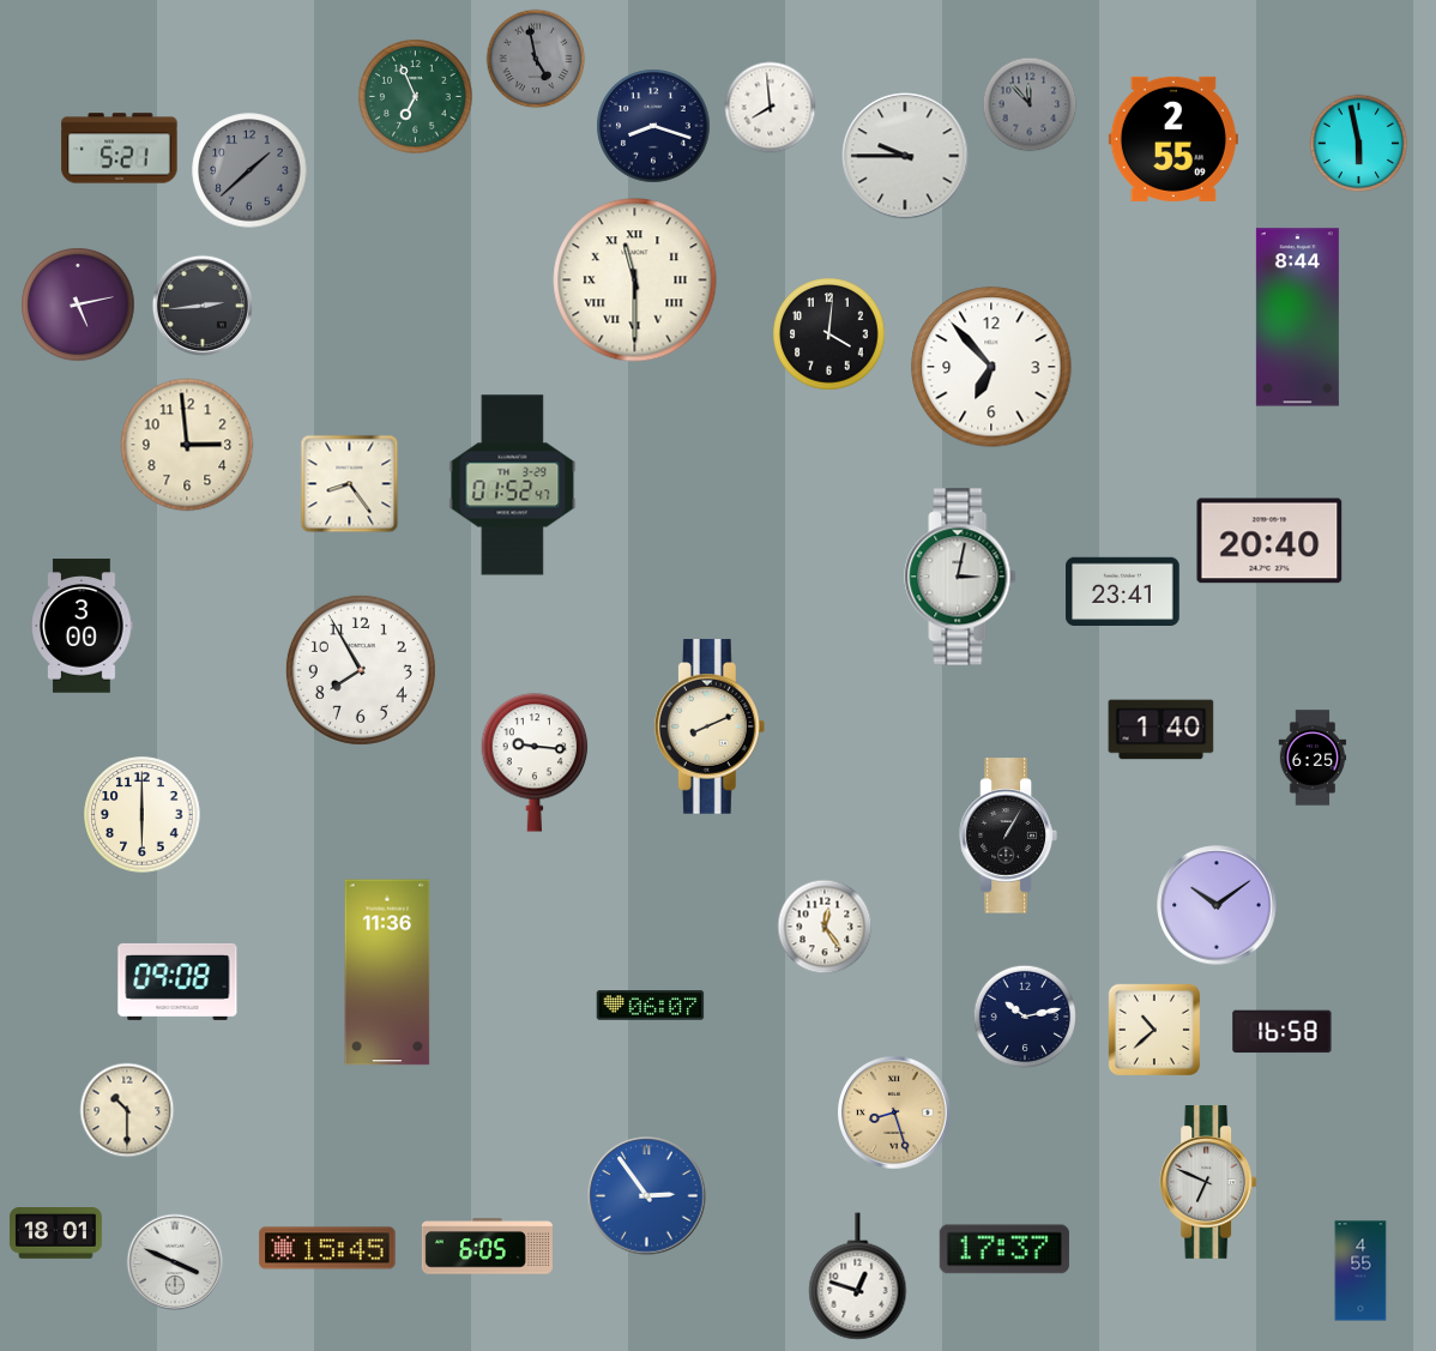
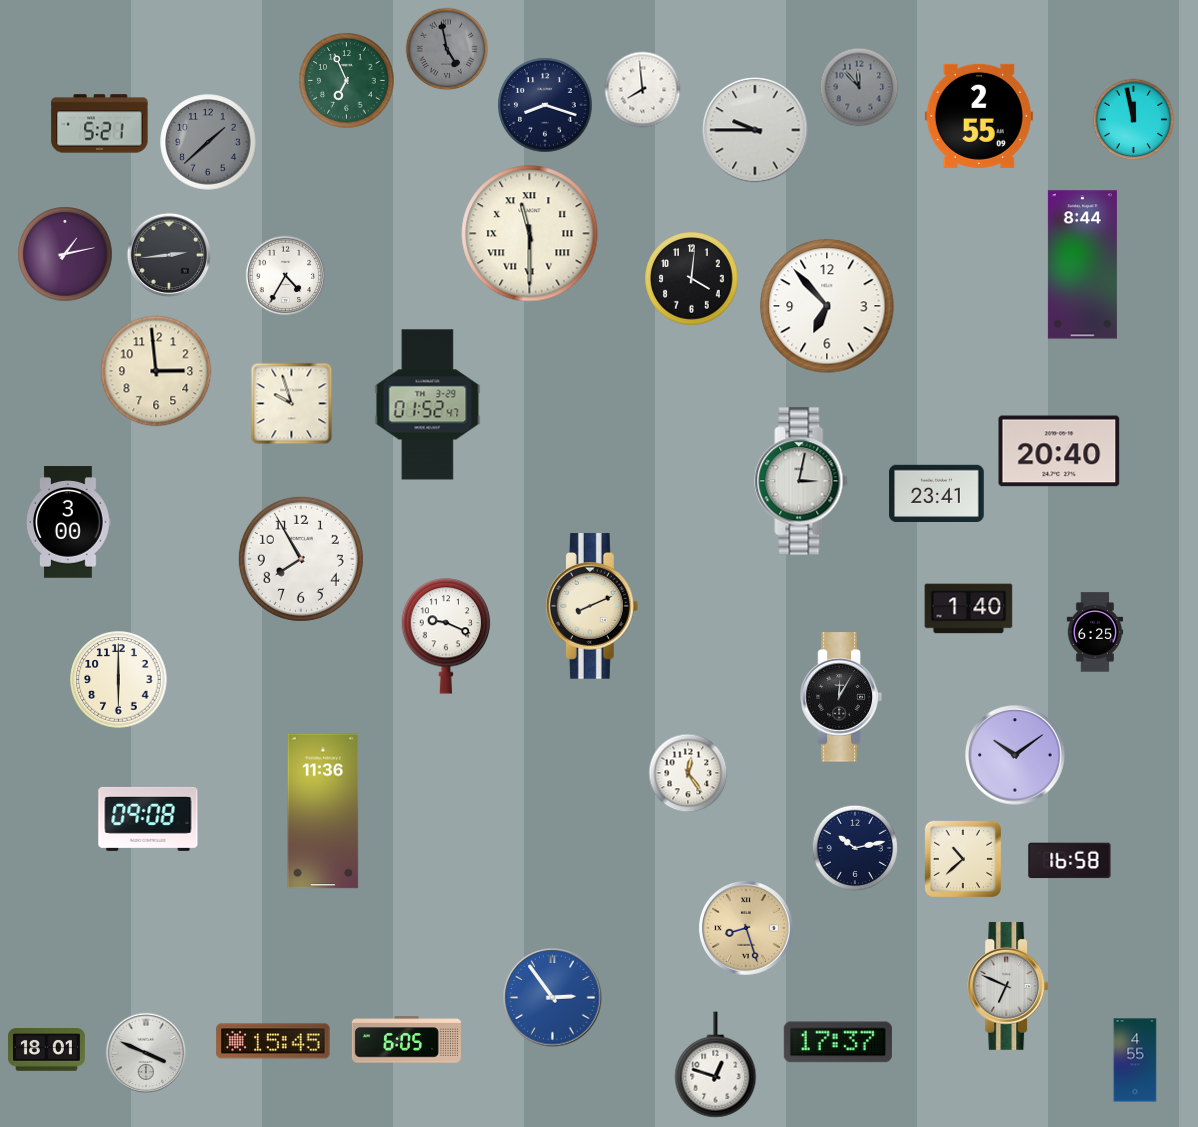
clock at (1359, 144): 5:58 -> 11:58
clock at (78, 304): 5:13 -> 1:13
clock at (286, 276): none -> 4:35
clock at (350, 484): 8:24 -> 9:57
clock at (535, 762): 9:16 -> 9:19
clock at (1008, 836): 1:05 -> 12:05
clock at (651, 1006): 06:07 -> none
clock at (127, 1110): 10:30 -> none
clock at (647, 1196) position: (647, 1196) -> (553, 998)
clock at (55, 1234) position: (55, 1234) -> (46, 1050)
